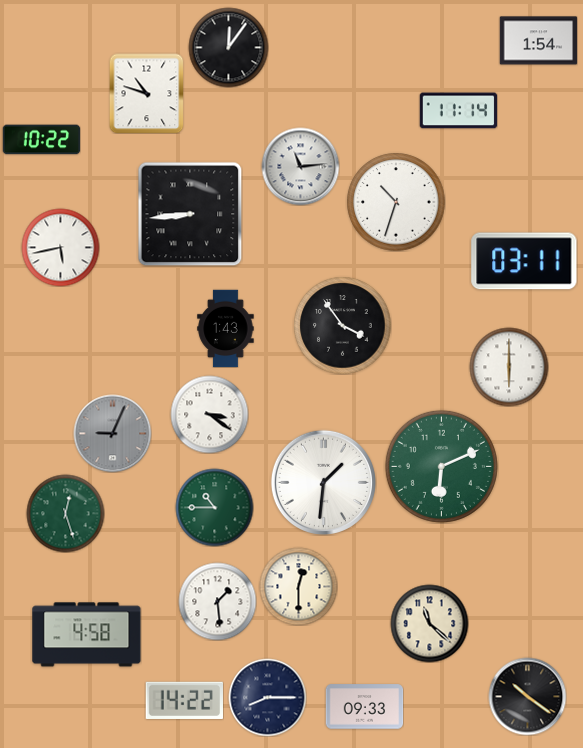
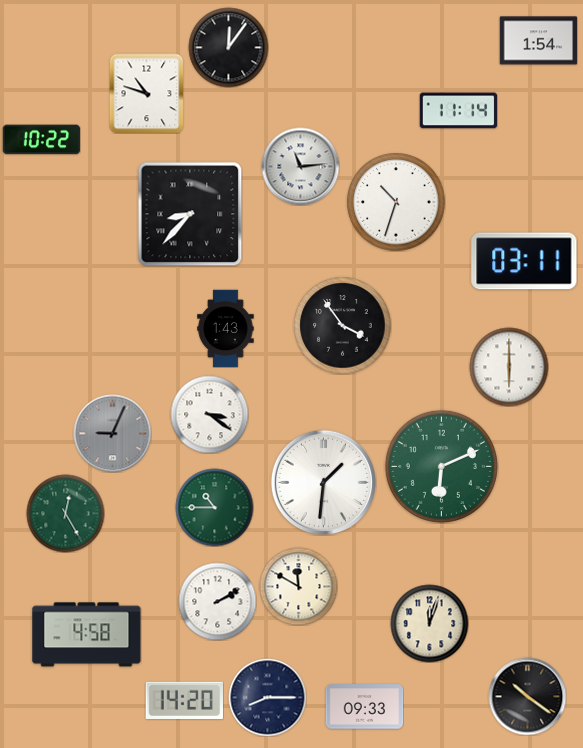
clock at (190, 214): 8:44 -> 8:37
clock at (60, 247): 5:43 -> none
clock at (65, 513): 12:27 -> 12:25
clock at (298, 586): 12:30 -> 11:50
clock at (217, 601): 1:29 -> 2:10
clock at (429, 623): 11:22 -> 12:03
clock at (184, 700): 14:22 -> 14:20
